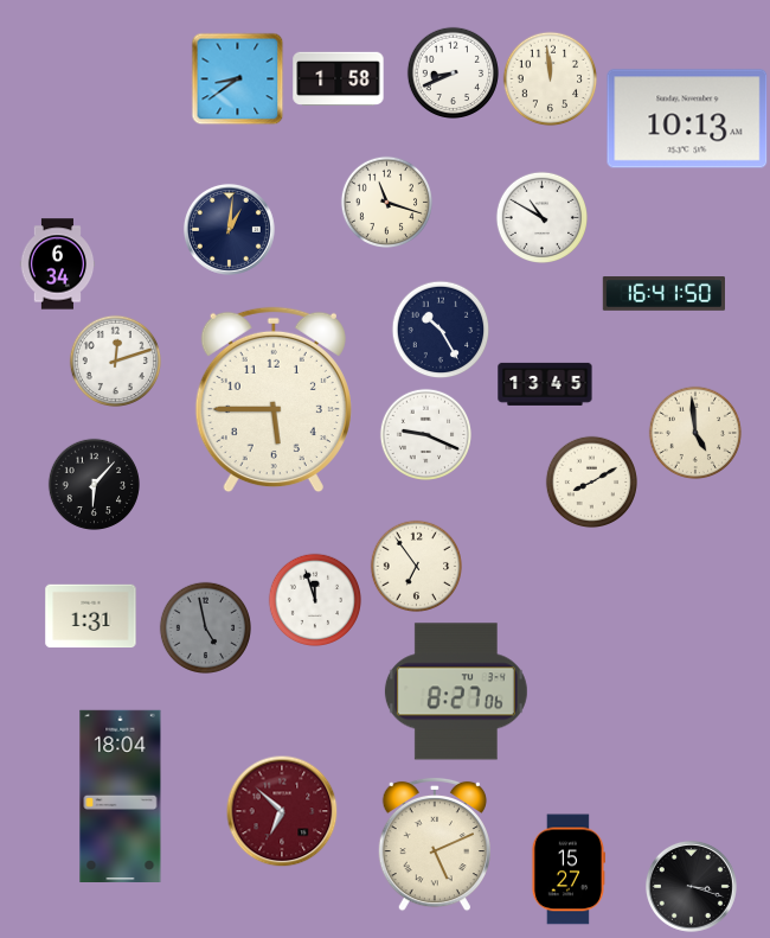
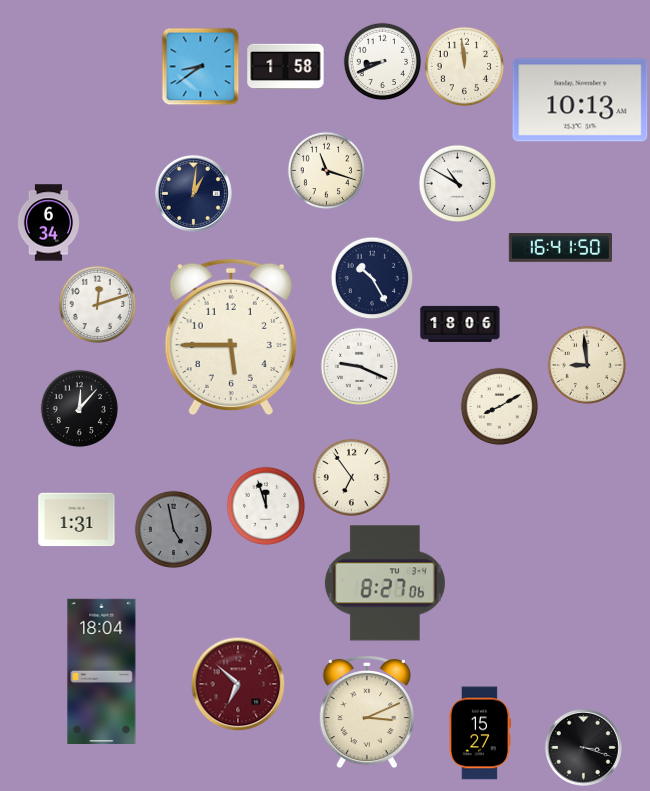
clock at (545, 384): 13:45 -> 18:06
clock at (695, 433): 4:59 -> 8:59
clock at (94, 484): 6:07 -> 12:07
clock at (434, 844): 5:11 -> 3:11
